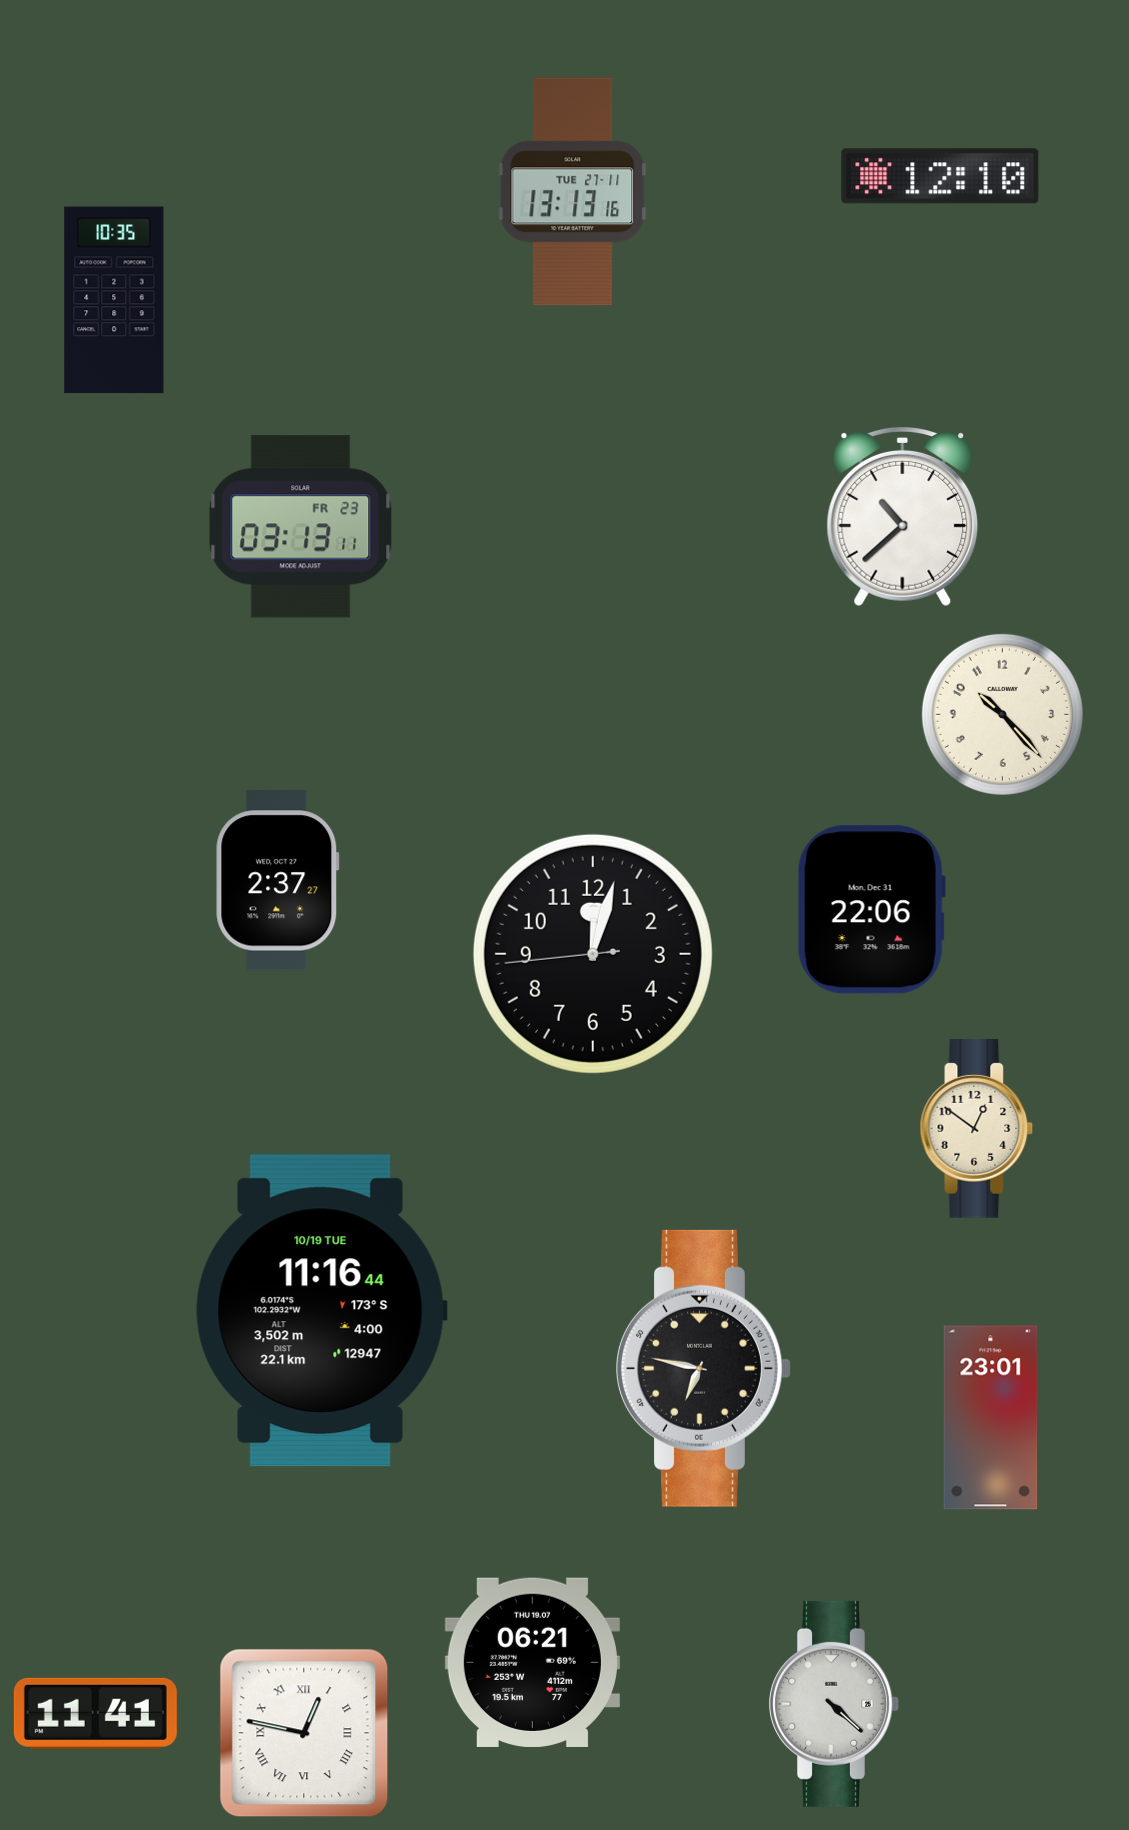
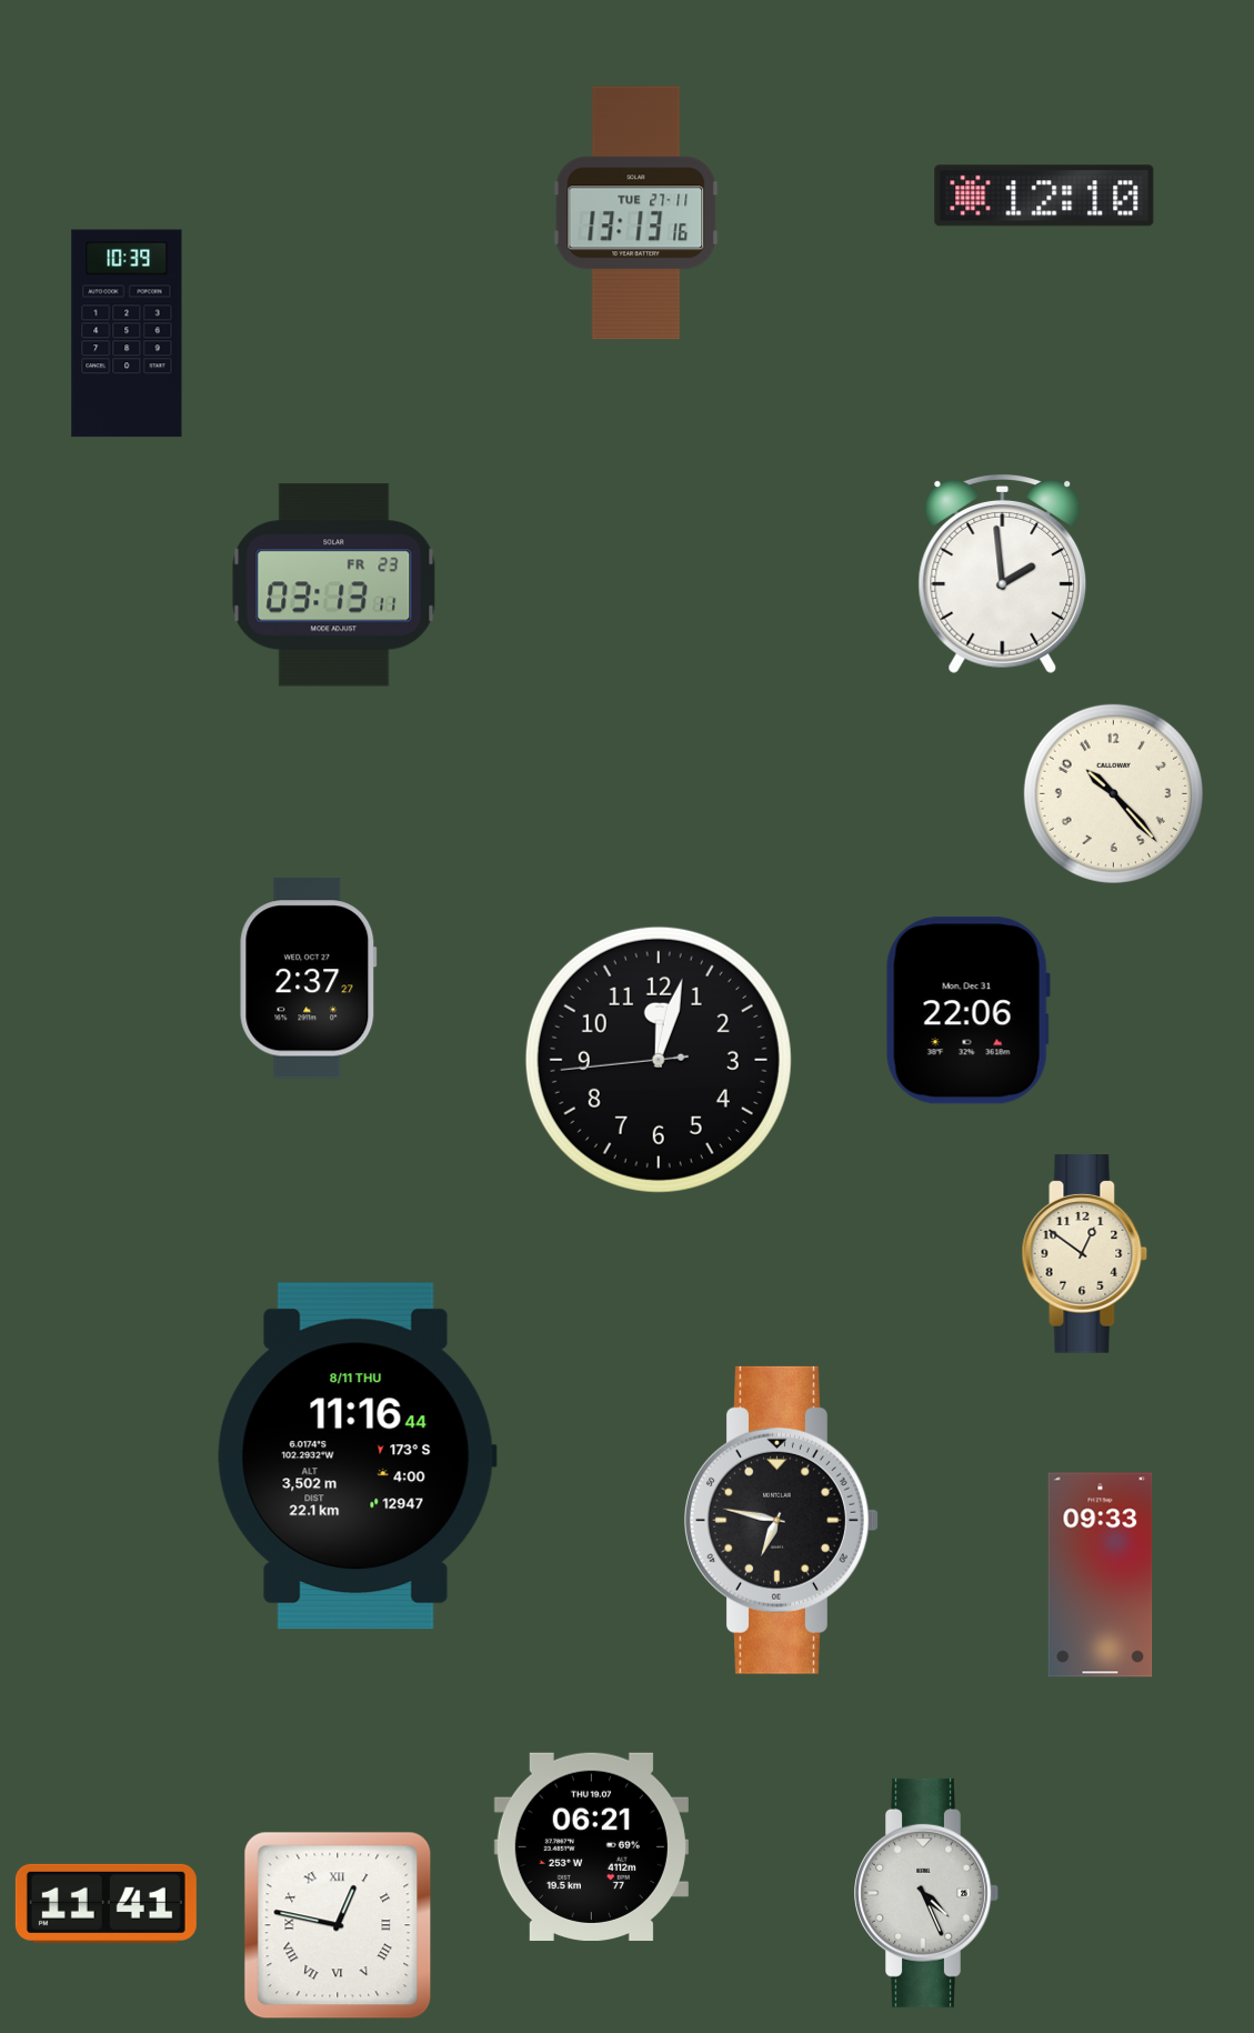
clock at (114, 300): 10:35 -> 10:39
clock at (903, 517): 10:38 -> 1:59
clock at (321, 1311) date: 10/19 TUE -> 8/11 THU
clock at (991, 1418): 23:01 -> 09:33
clock at (834, 1704): 4:22 -> 4:26
